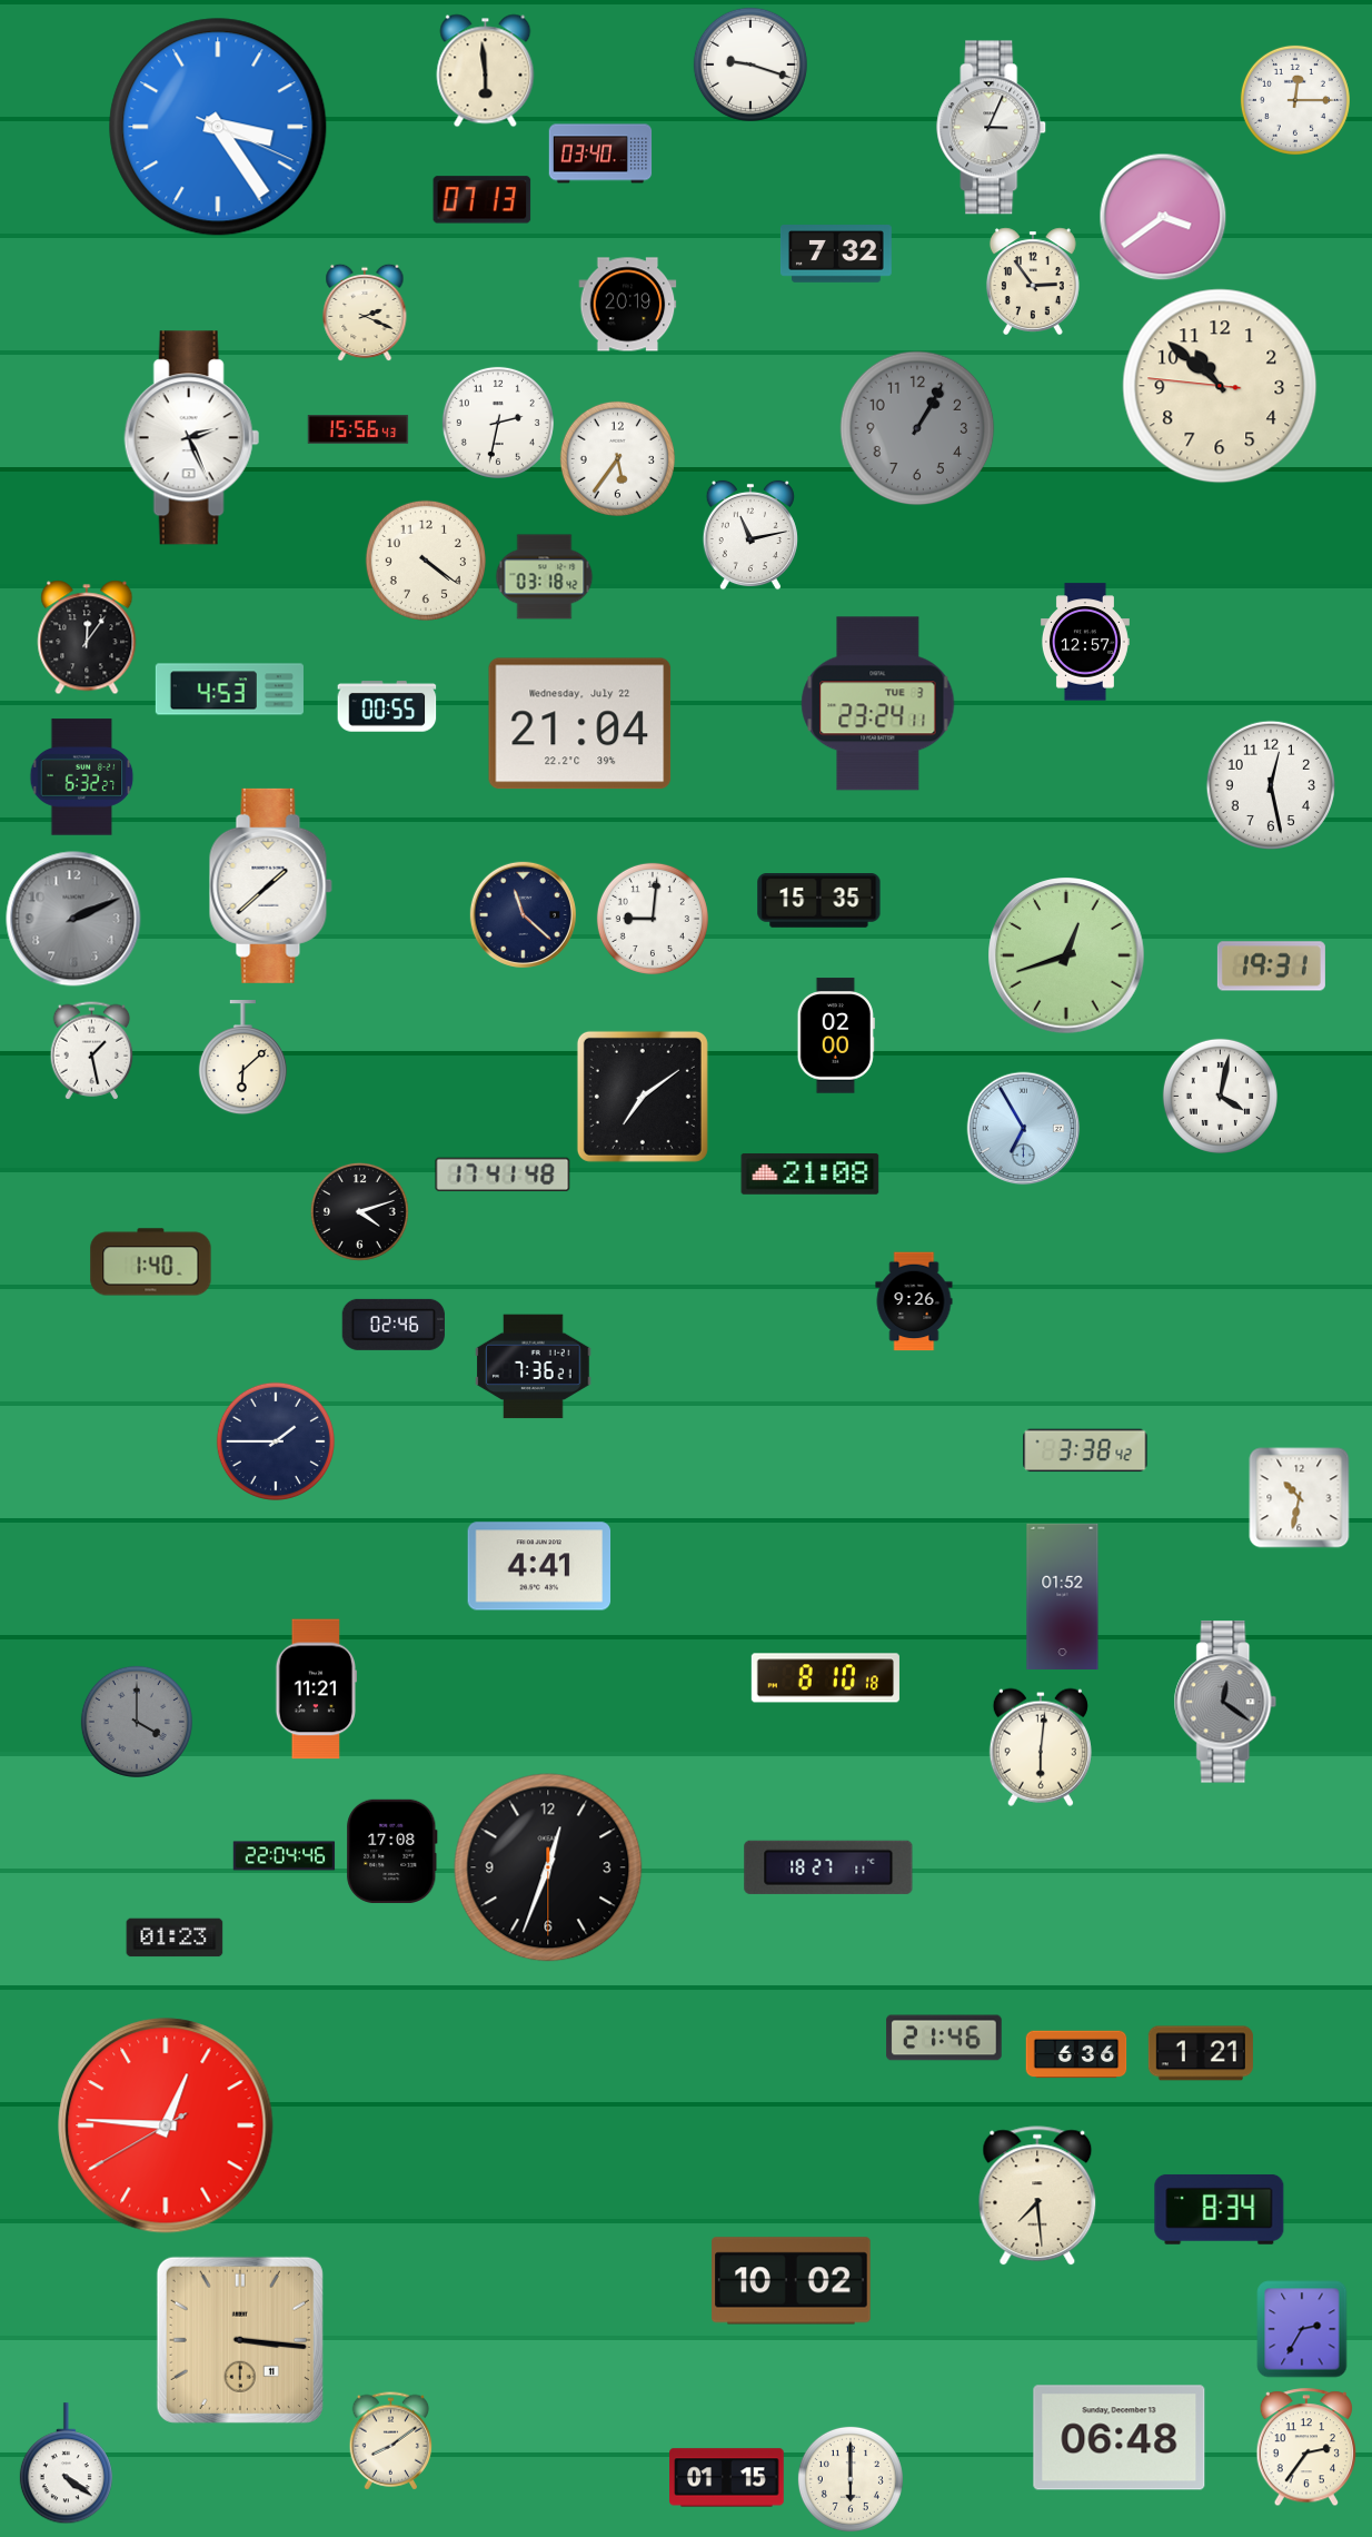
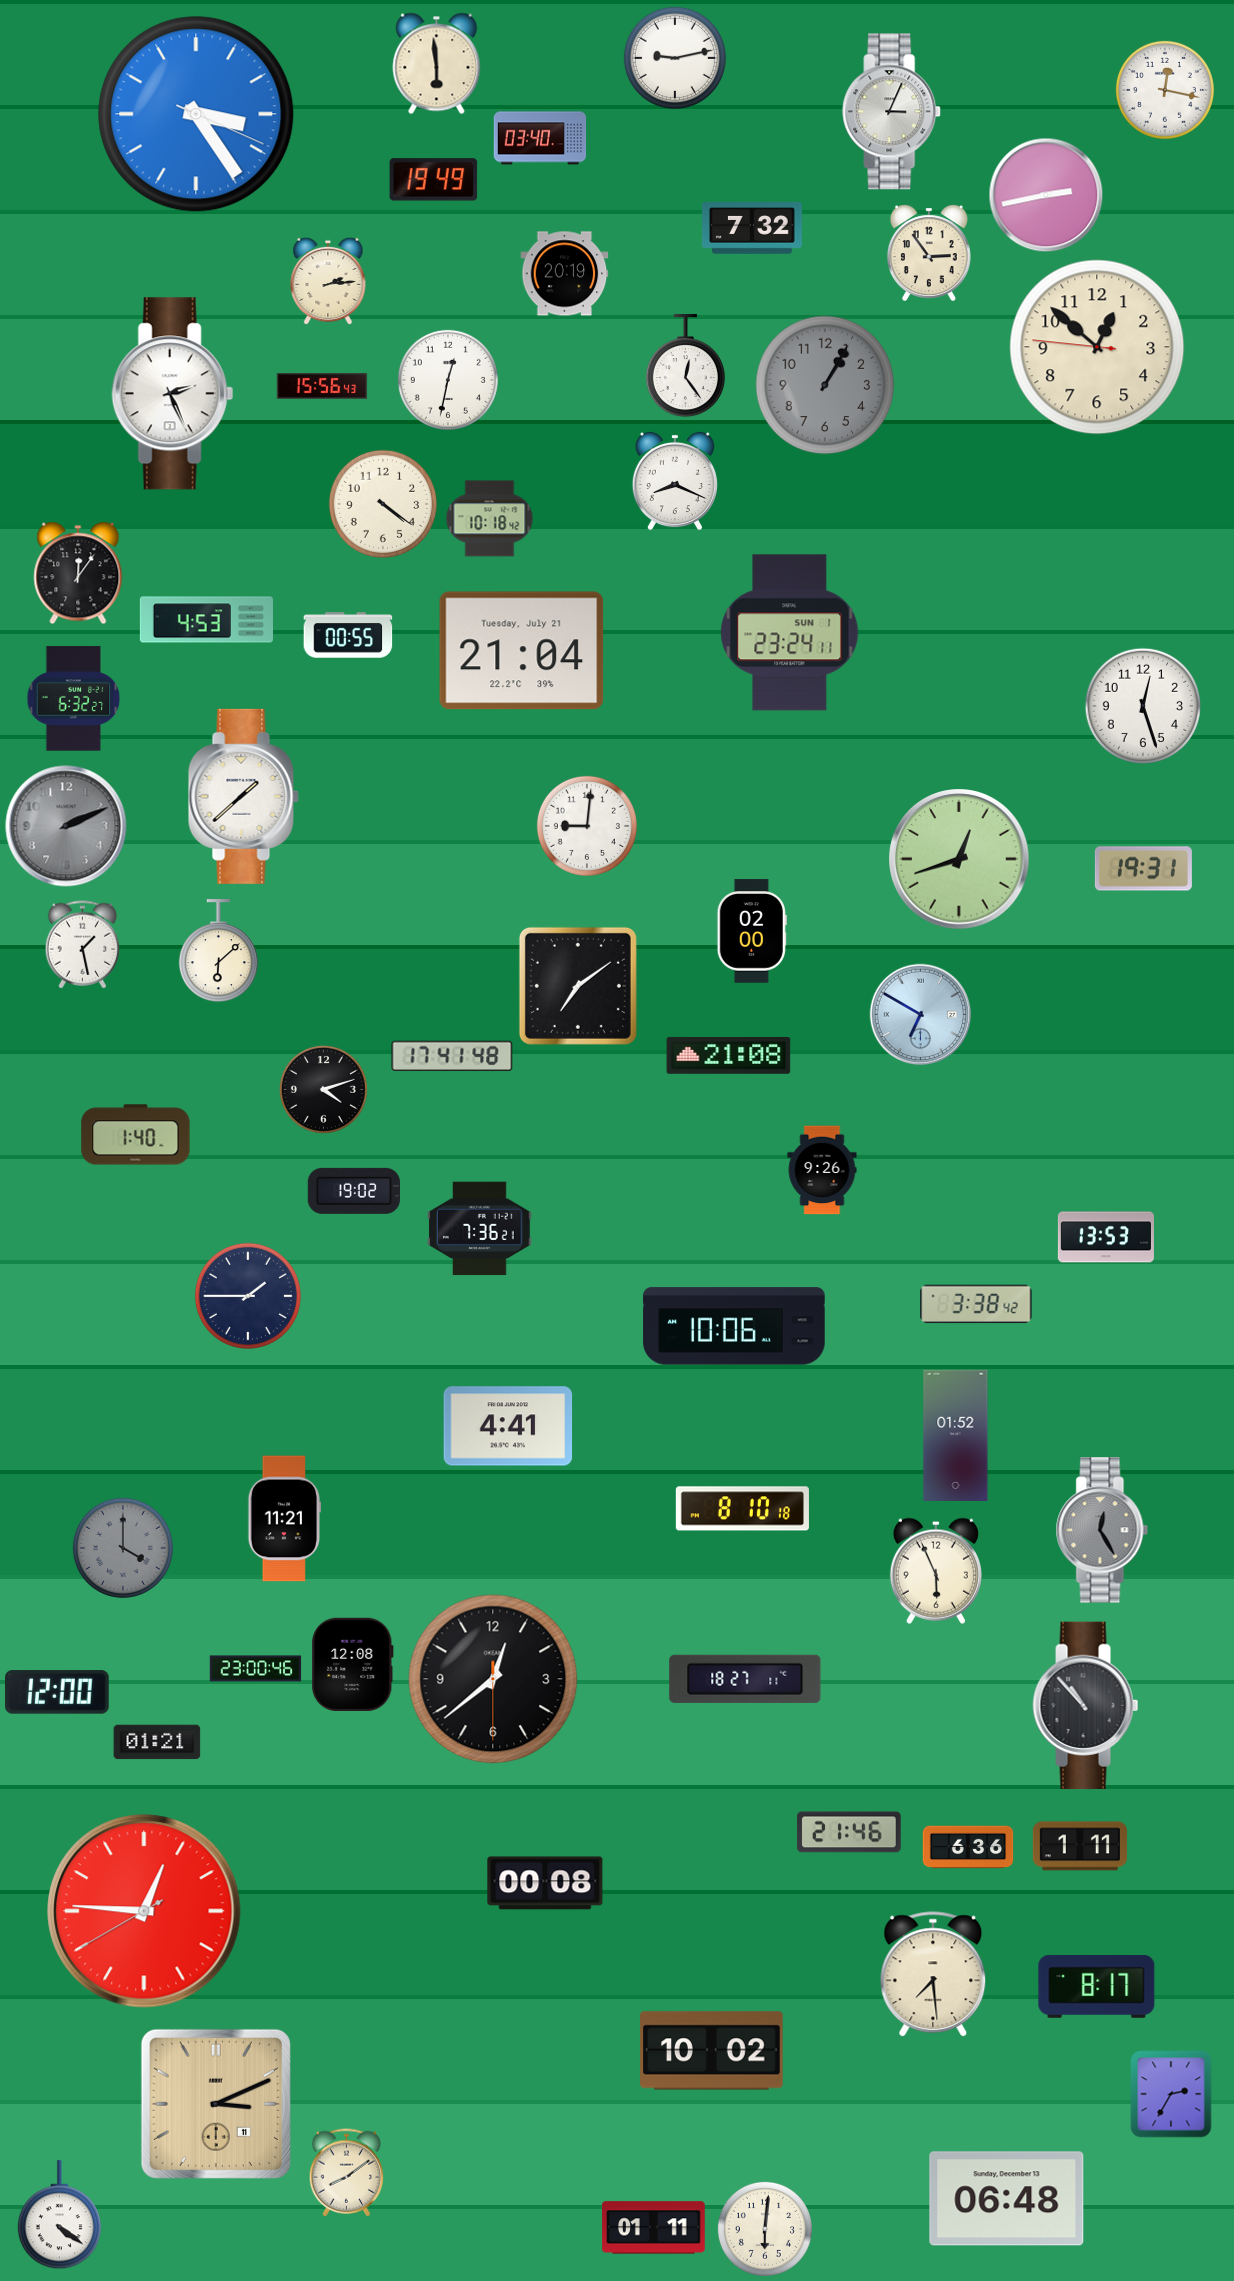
clock at (750, 65): 9:18 -> 9:13
clock at (1295, 100): 12:15 -> 12:17
clock at (992, 128) position: (992, 128) -> (892, 112)
clock at (483, 200): 07:13 -> 19:49
clock at (1163, 217): 3:39 -> 2:43
clock at (365, 313): 2:19 -> 2:14
clock at (1220, 386): 10:51 -> 12:51
clock at (685, 366): none -> 12:24
clock at (498, 423): 2:32 -> 12:32
clock at (617, 458): 5:36 -> none
clock at (750, 535): 11:13 -> 8:19
clock at (545, 577): 03:18 -> 10:18
clock at (1085, 642): 12:57 -> none
clock at (878, 704) date: TUE 3 -> SUN 1
clock at (580, 724) date: Wednesday, July 22 -> Tuesday, July 21
clock at (1270, 784): 12:28 -> 12:27
clock at (819, 901): 15:35 -> none
clock at (523, 914): 11:22 -> none
clock at (1220, 1096): 4:02 -> none
clock at (1024, 1129): 6:55 -> 6:50
clock at (394, 1325): 02:46 -> 19:02
clock at (1106, 1237): none -> 13:53
clock at (734, 1326): none -> 10:06
clock at (1300, 1498): 10:32 -> none
clock at (539, 1566) position: (539, 1566) -> (508, 1426)
clock at (1225, 1702): 12:21 -> 12:25
clock at (1041, 1747): 6:01 -> 5:56
clock at (392, 1851): 17:08 -> 12:08
clock at (285, 1856): 22:04 -> 23:00
clock at (548, 1867): 12:33 -> 12:38
clock at (57, 1692): none -> 12:00
clock at (1086, 1706): none -> 10:53
clock at (175, 1938): 01:23 -> 01:21
clock at (1201, 2053): 1:21 -> 1:11
clock at (545, 1883): none -> 00:08
clock at (166, 2125) position: (166, 2125) -> (144, 1911)
clock at (1220, 2209): 8:34 -> 8:17
clock at (240, 2340): 3:16 -> 3:11
clock at (1120, 2438) position: (1120, 2438) -> (1007, 2199)
clock at (391, 2441) position: (391, 2441) -> (347, 2173)
clock at (1306, 2448): 2:36 -> none
clock at (727, 2478): 01:15 -> 01:11
clock at (851, 2479): 6:00 -> 6:01
